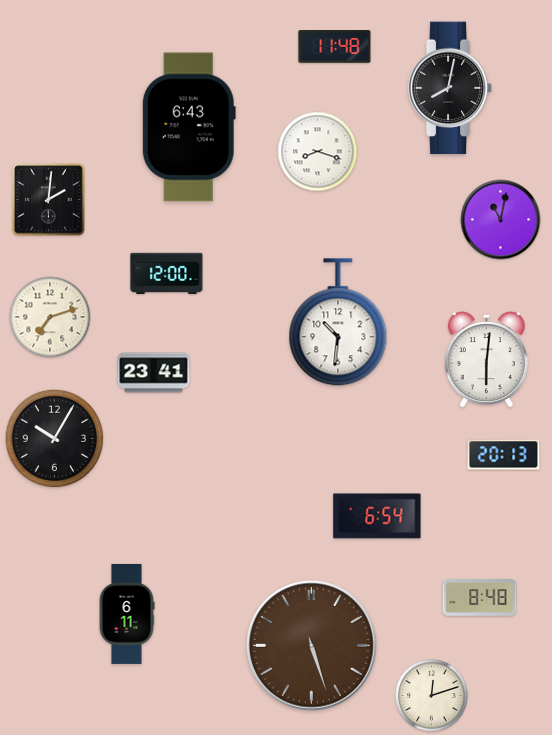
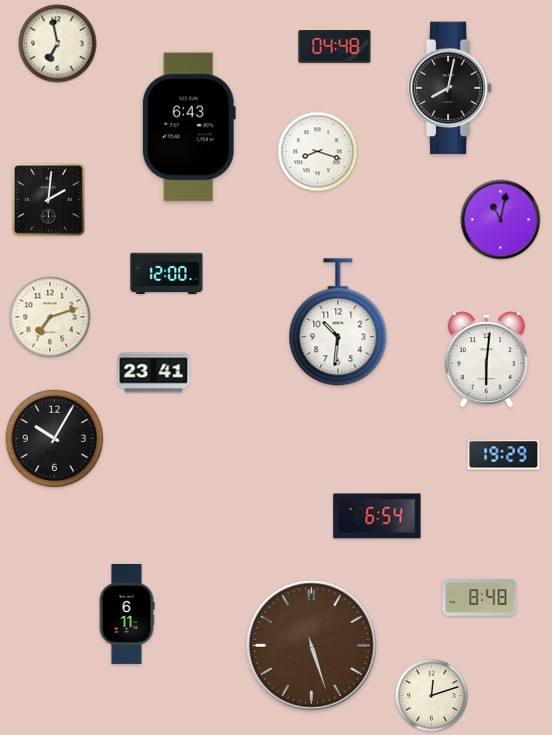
clock at (58, 44): none -> 6:58
clock at (335, 47): 11:48 -> 04:48
clock at (504, 455): 20:13 -> 19:29
